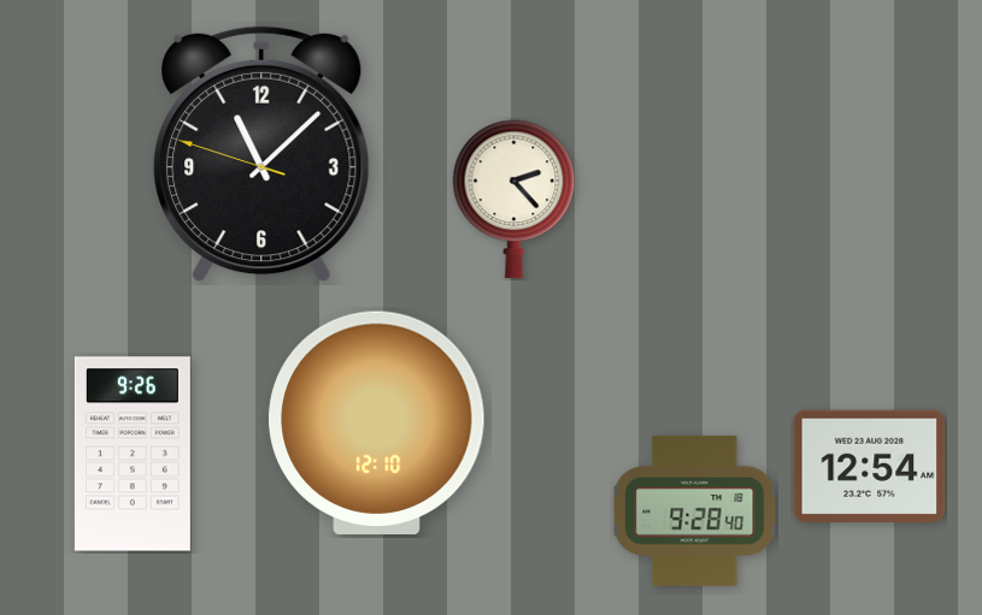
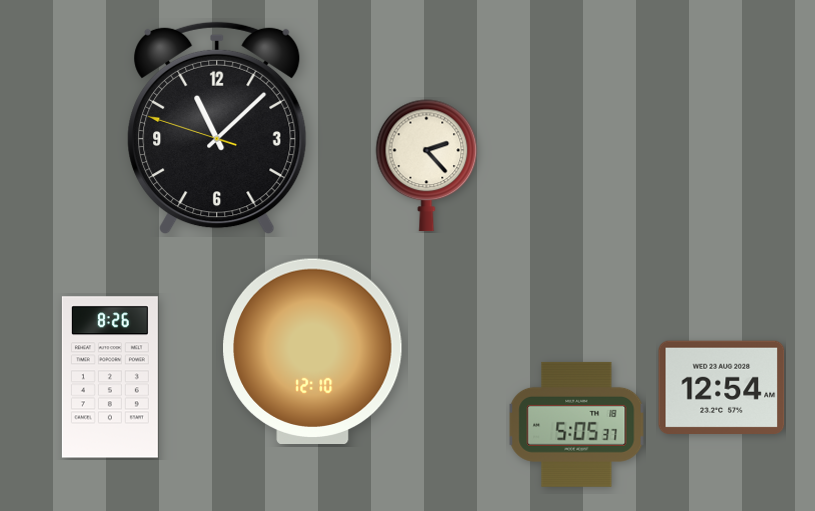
clock at (133, 454): 9:26 -> 8:26
clock at (695, 510): 9:28 -> 5:05
